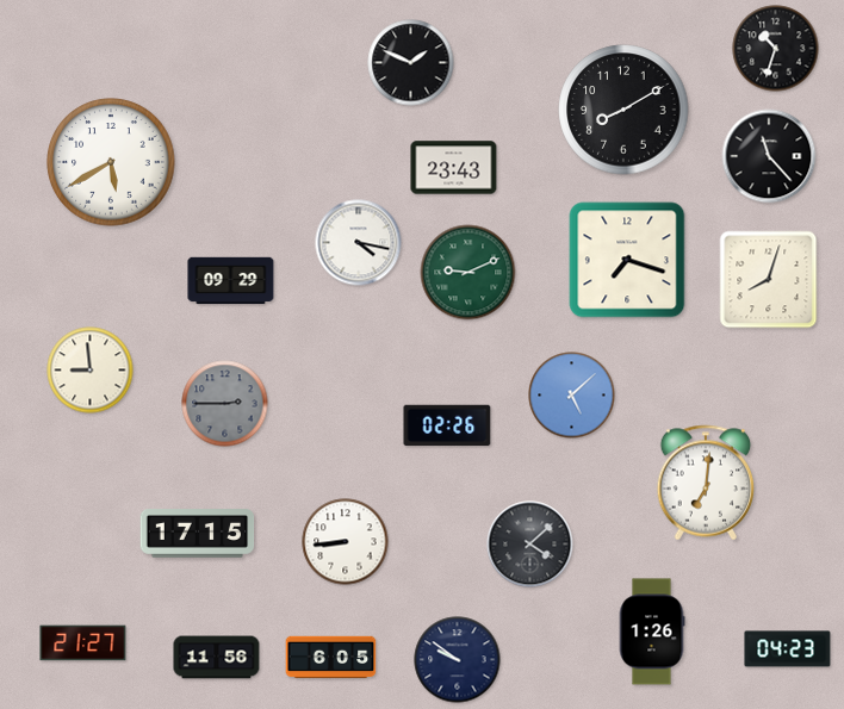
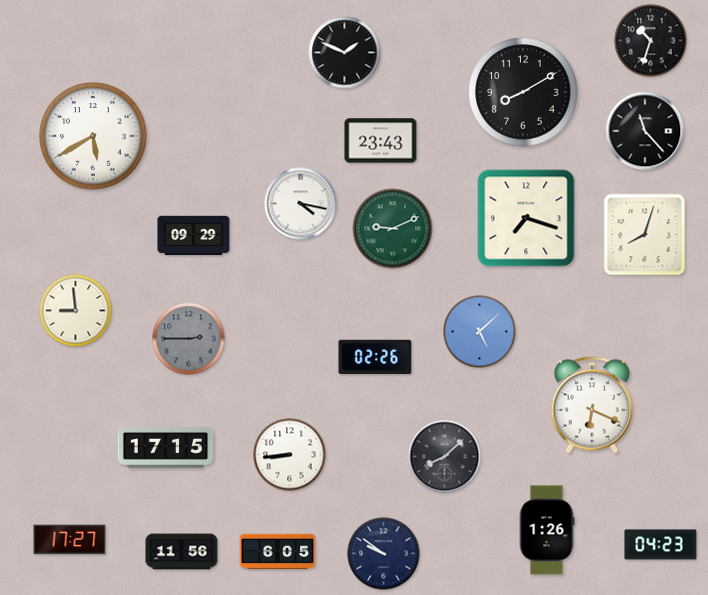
clock at (706, 483): 7:01 -> 6:19
clock at (530, 545): 4:08 -> 8:08
clock at (83, 643): 21:27 -> 17:27
